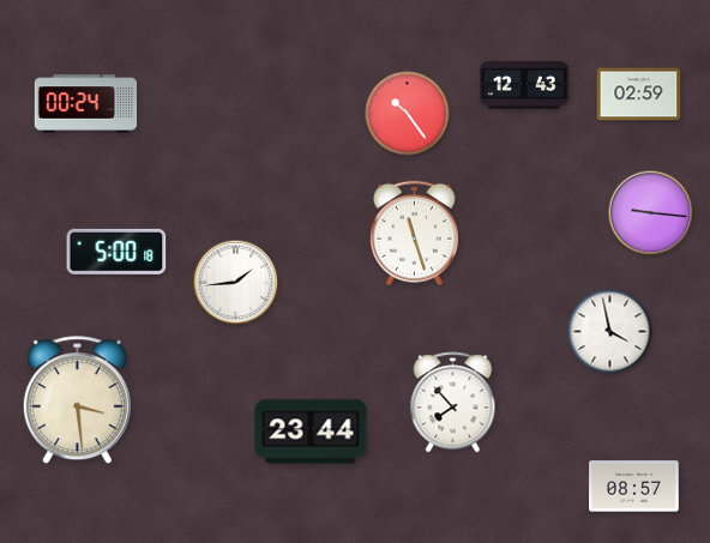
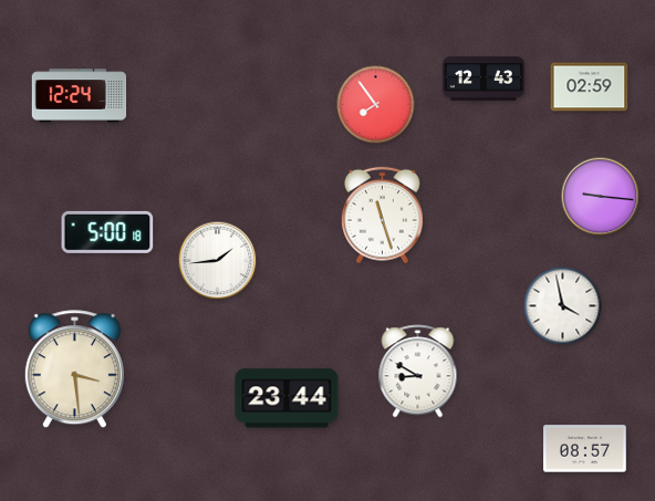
clock at (86, 104): 00:24 -> 12:24
clock at (408, 114): 10:24 -> 7:54
clock at (77, 400) position: (77, 400) -> (74, 369)
clock at (453, 403): 7:53 -> 8:50
